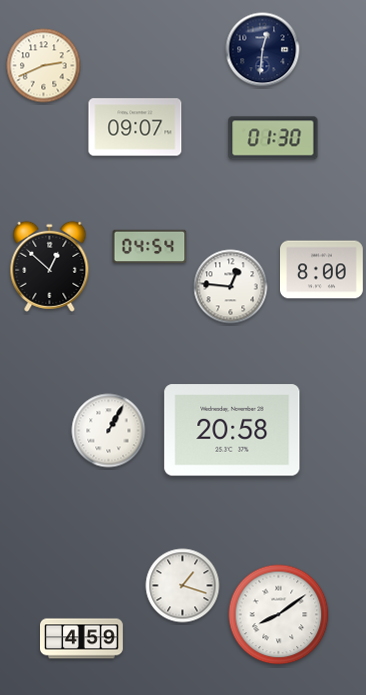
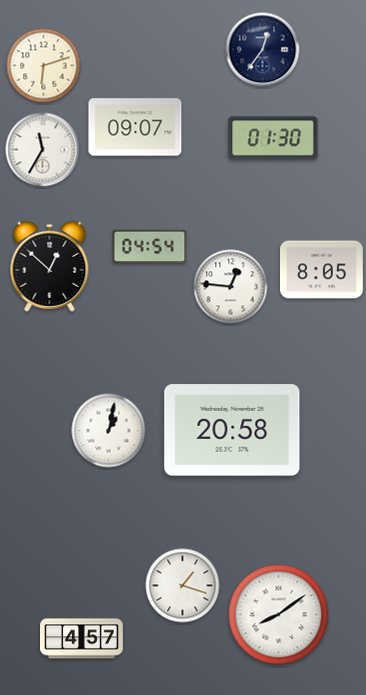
clock at (263, 50): 12:31 -> 12:36
clock at (44, 66): 2:41 -> 6:12
clock at (43, 150): none -> 11:35
clock at (322, 270): 8:00 -> 8:05
clock at (109, 431): 1:05 -> 1:02
clock at (82, 639): 4:59 -> 4:57
